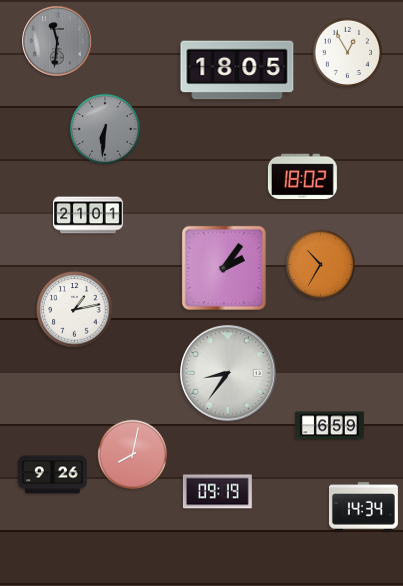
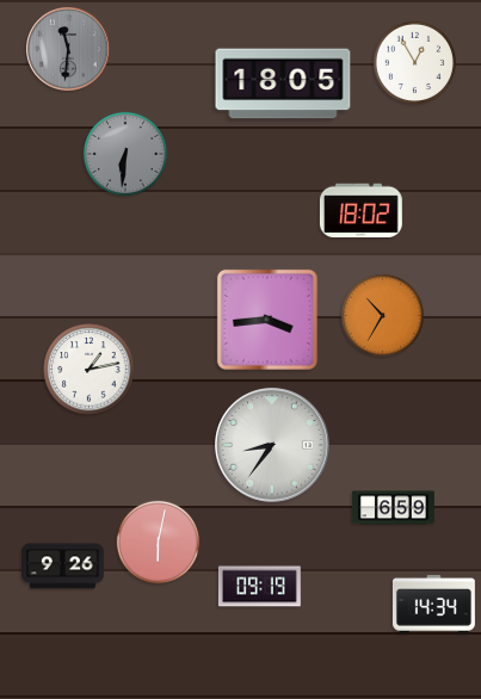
clock at (88, 215): 21:01 -> none
clock at (224, 268): 2:06 -> 3:44
clock at (133, 455): 8:02 -> 6:02
